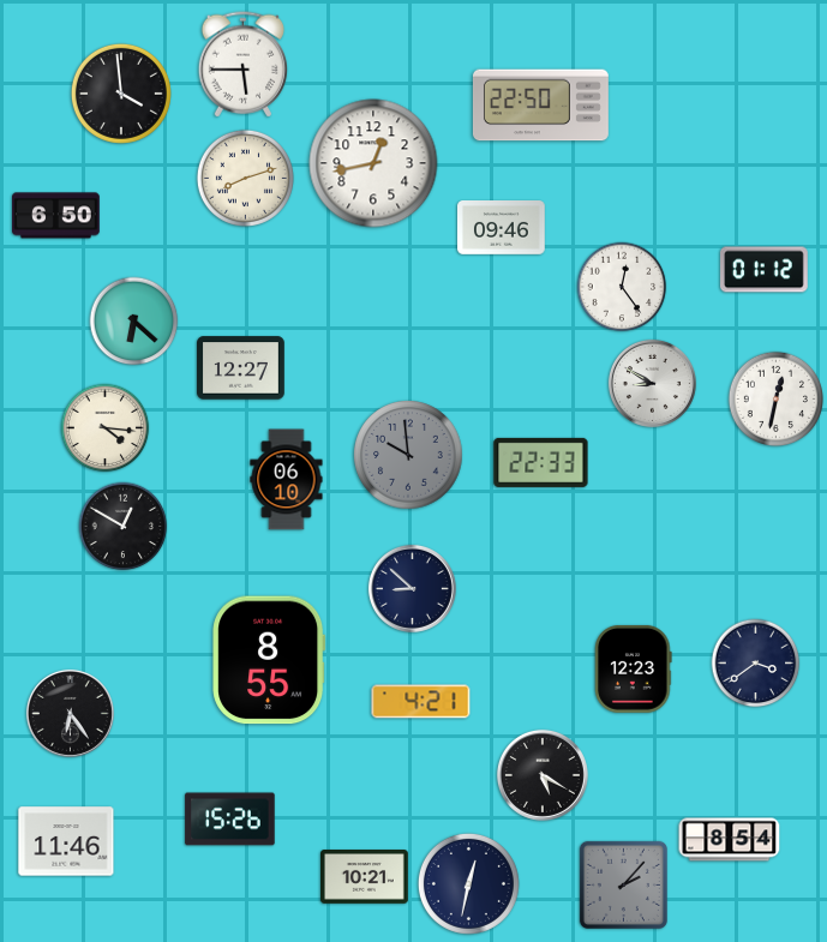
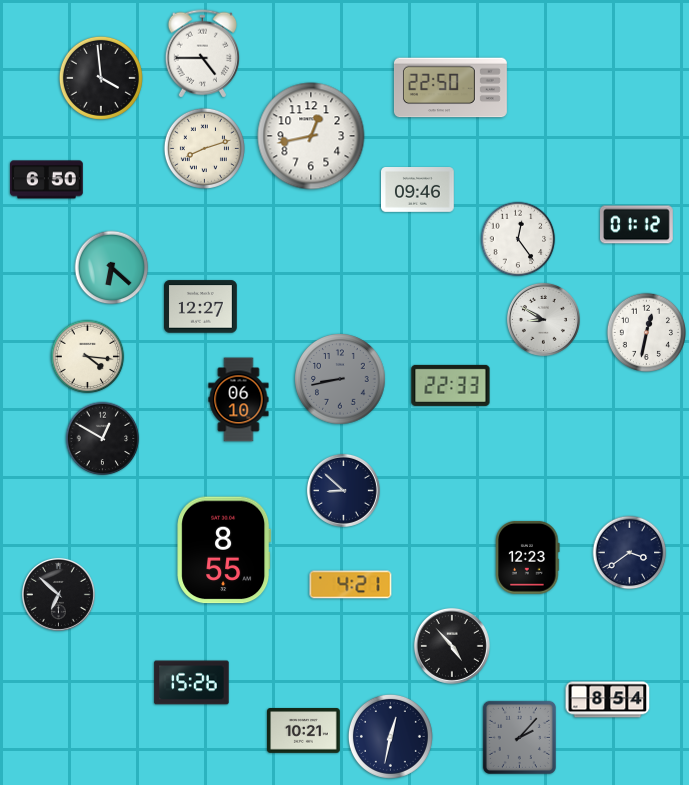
clock at (242, 65): 5:45 -> 4:45
clock at (408, 455): 9:59 -> 8:43
clock at (70, 713): 6:24 -> 6:52
clock at (543, 775): 5:20 -> 4:53
clock at (66, 841): 11:46 -> none
